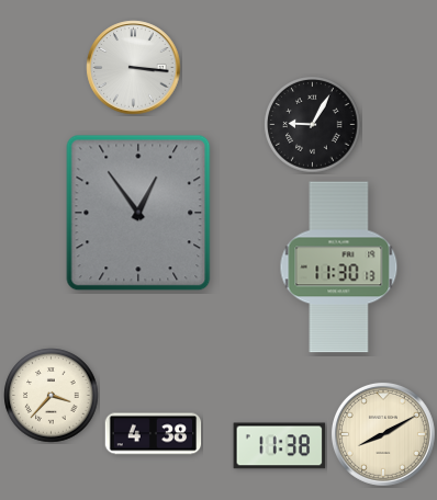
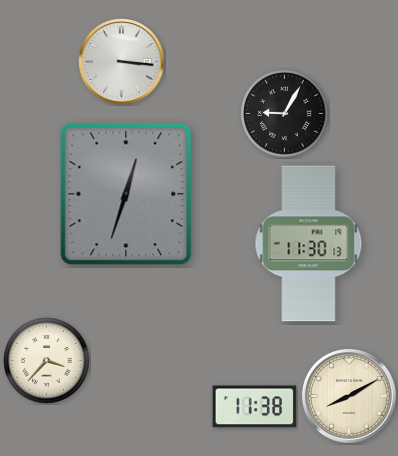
clock at (138, 213): 12:54 -> 12:33
clock at (154, 434): 4:38 -> none
